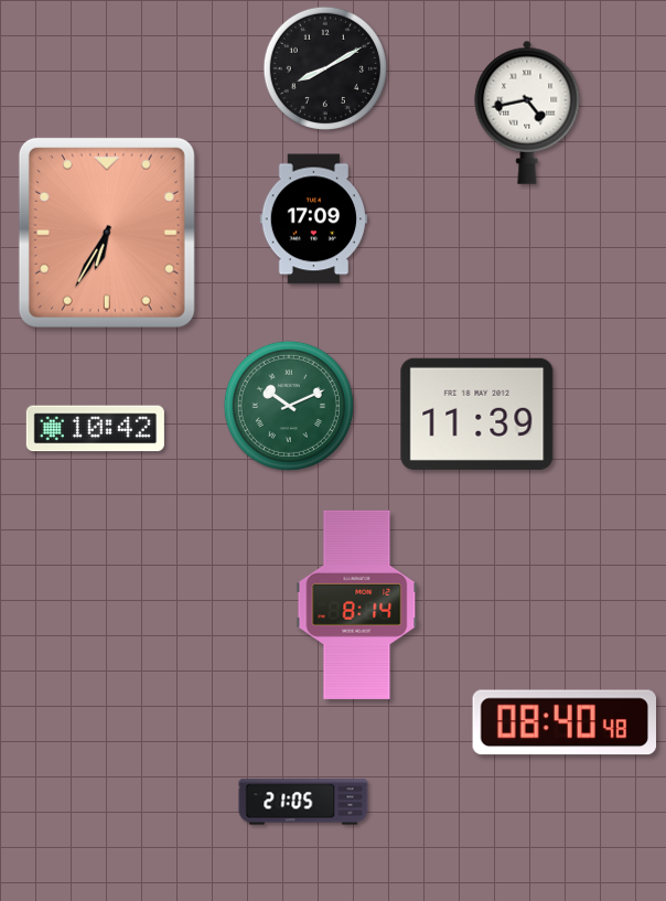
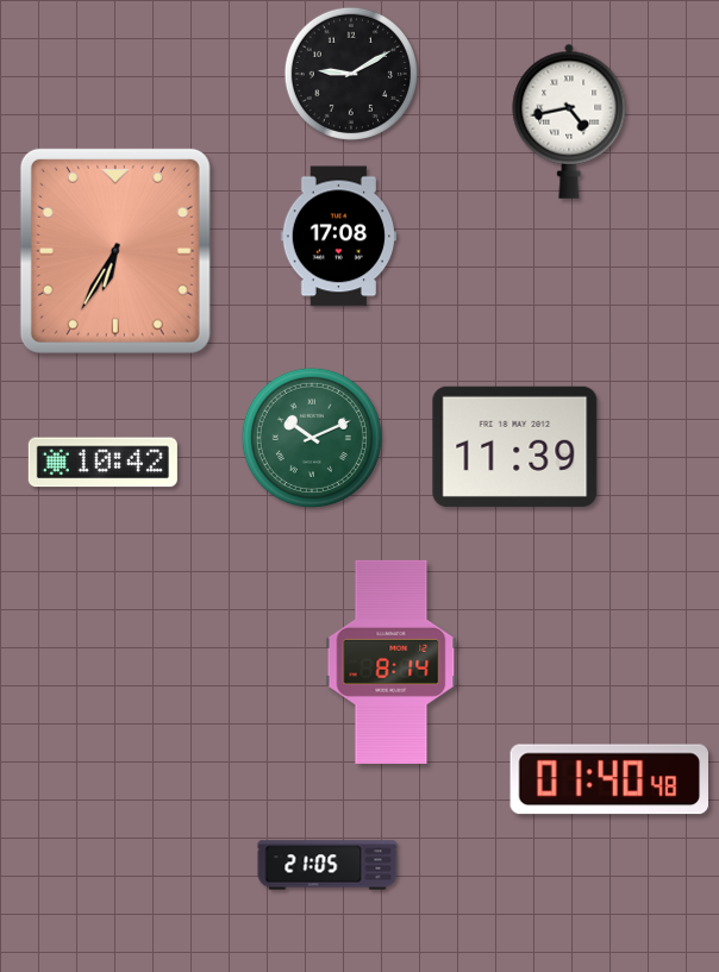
clock at (325, 68): 8:10 -> 9:10
clock at (314, 219): 17:09 -> 17:08
clock at (357, 604) position: (357, 604) -> (392, 661)
clock at (565, 722): 08:40 -> 01:40
